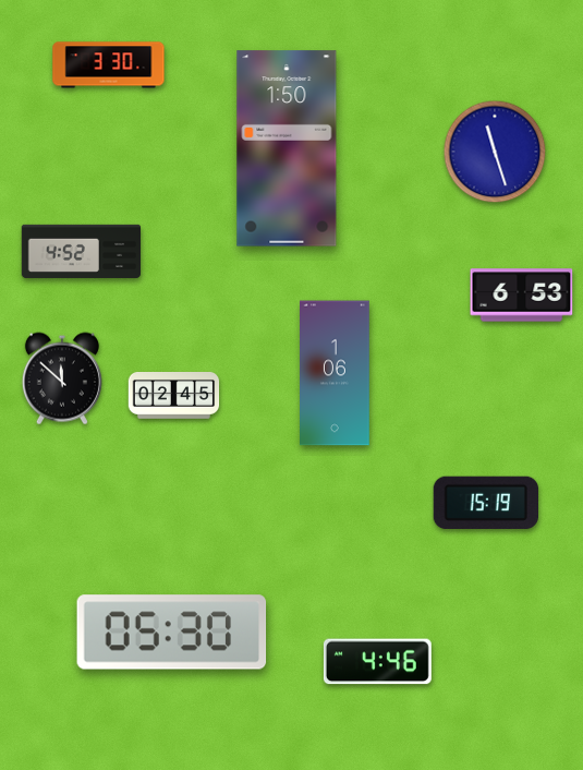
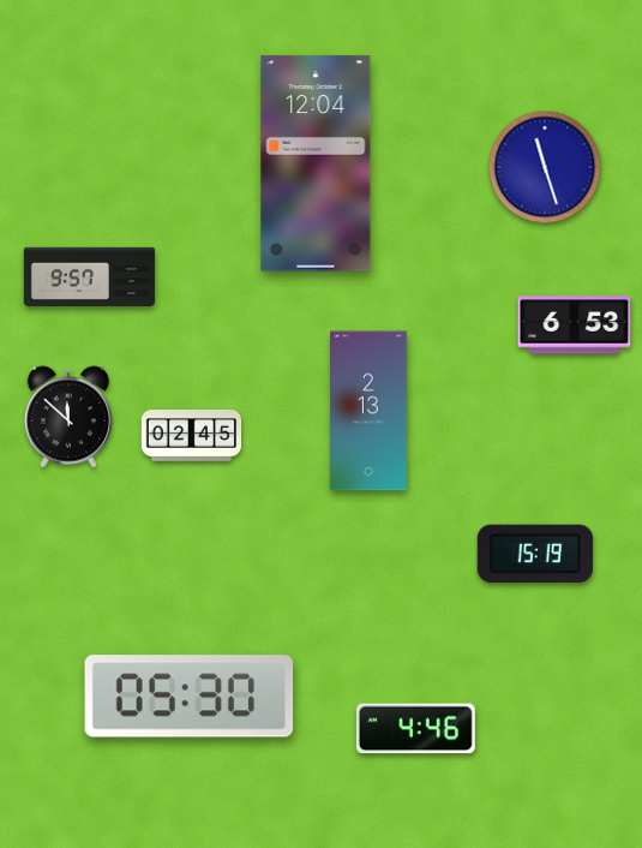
clock at (109, 65): 3:30 -> none
clock at (287, 148): 1:50 -> 12:04
clock at (82, 251): 4:52 -> 9:57
clock at (336, 373): 1:06 -> 2:13
